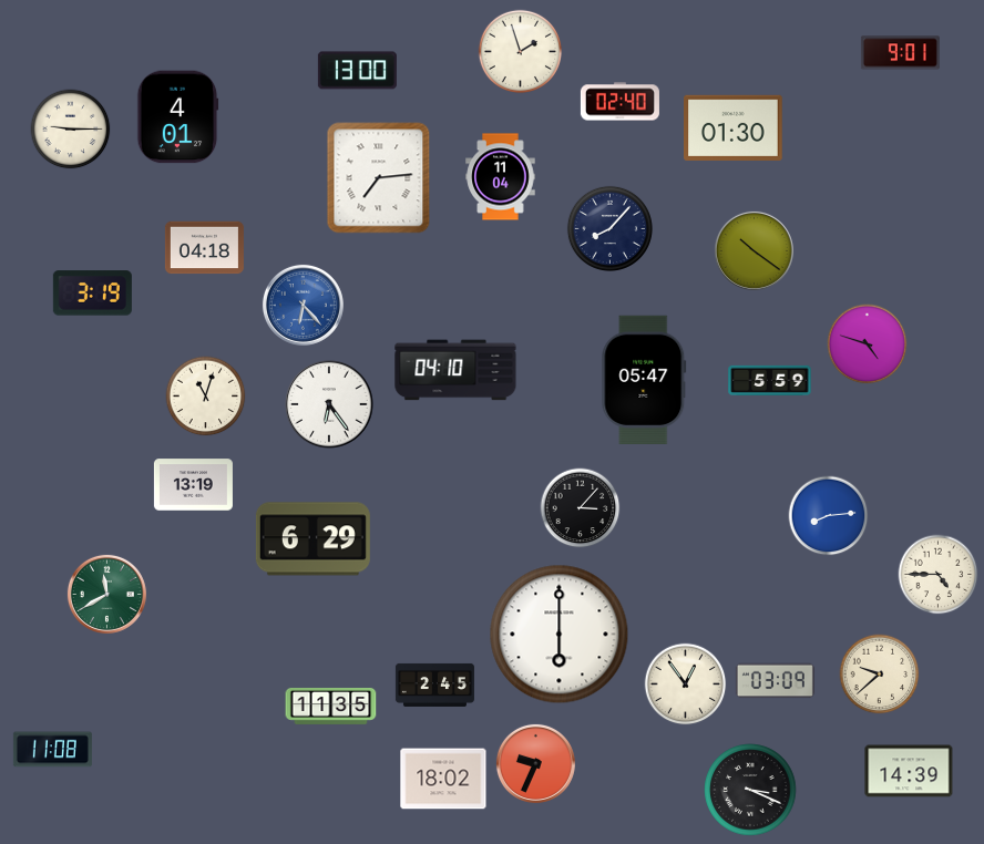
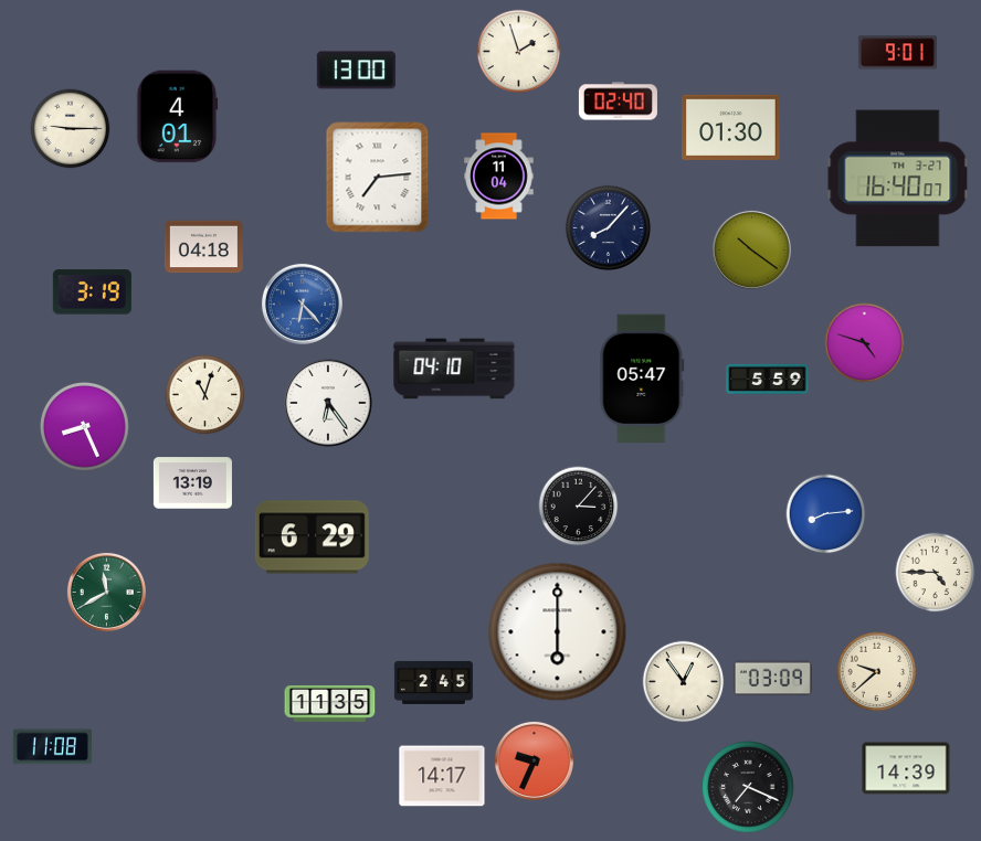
clock at (898, 179): none -> 16:40
clock at (85, 427): none -> 8:26
clock at (443, 779): 18:02 -> 14:17
clock at (750, 790): 3:19 -> 7:19
